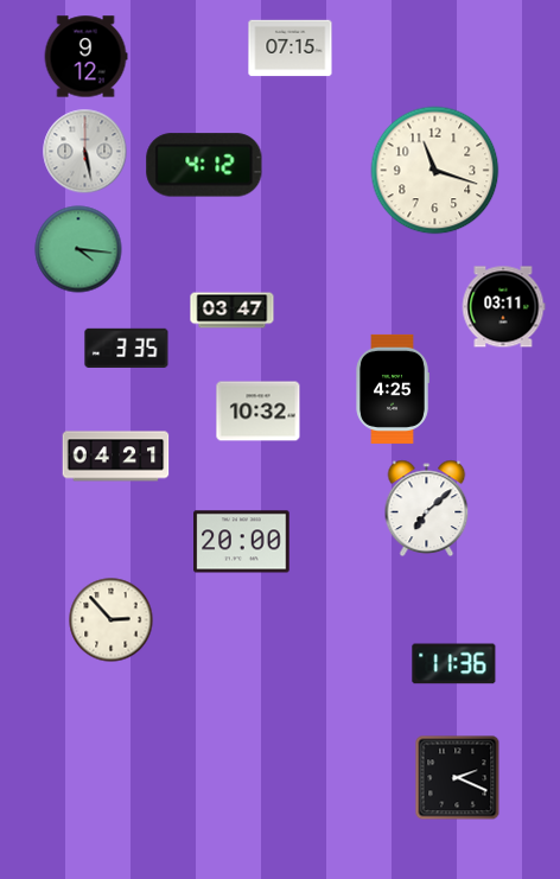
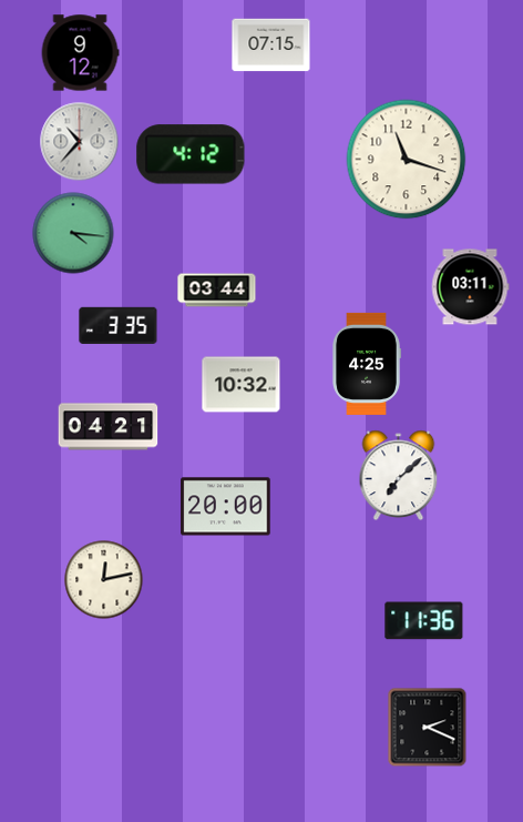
clock at (85, 152): 5:28 -> 10:37
clock at (233, 311): 03:47 -> 03:44
clock at (112, 620): 2:53 -> 12:13
